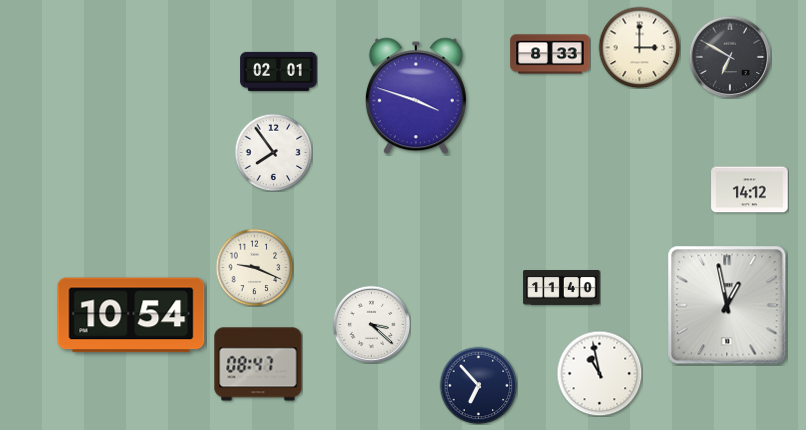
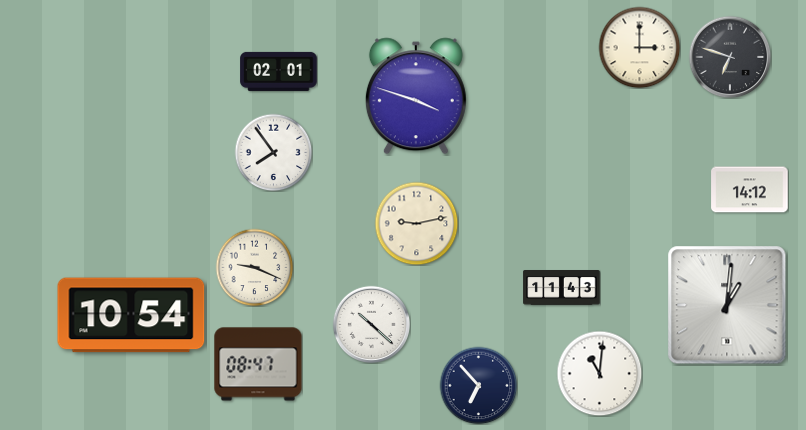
clock at (550, 54): 8:33 -> none
clock at (730, 57): 6:50 -> 6:48
clock at (416, 223): none -> 9:13
clock at (562, 288): 11:40 -> 11:43
clock at (727, 305): 12:58 -> 1:01
clock at (371, 324): 3:22 -> 10:22
clock at (599, 373): 10:58 -> 11:01
